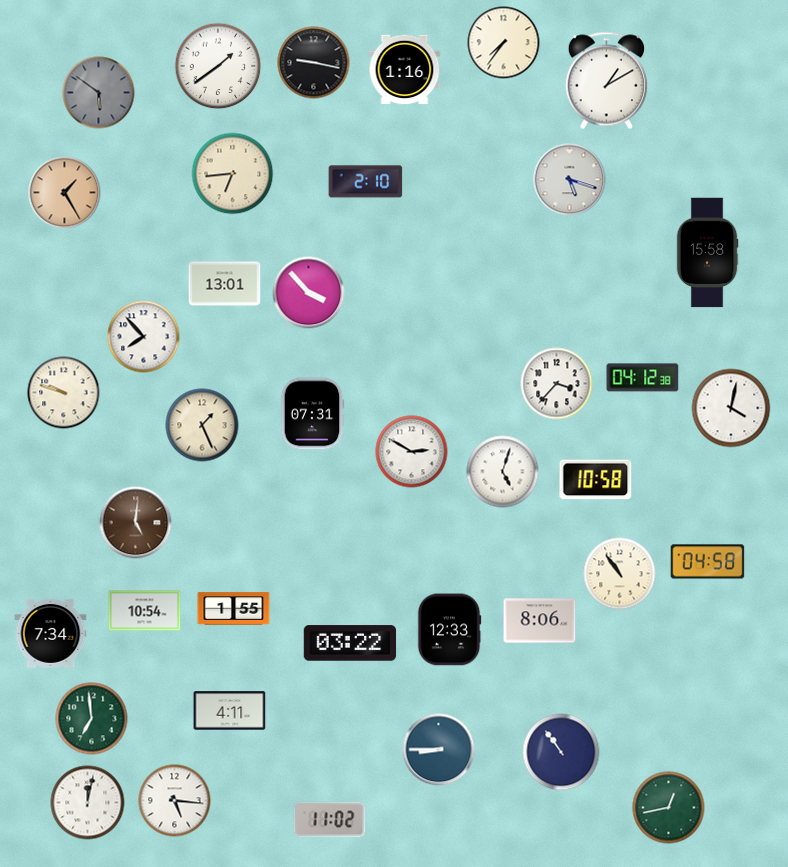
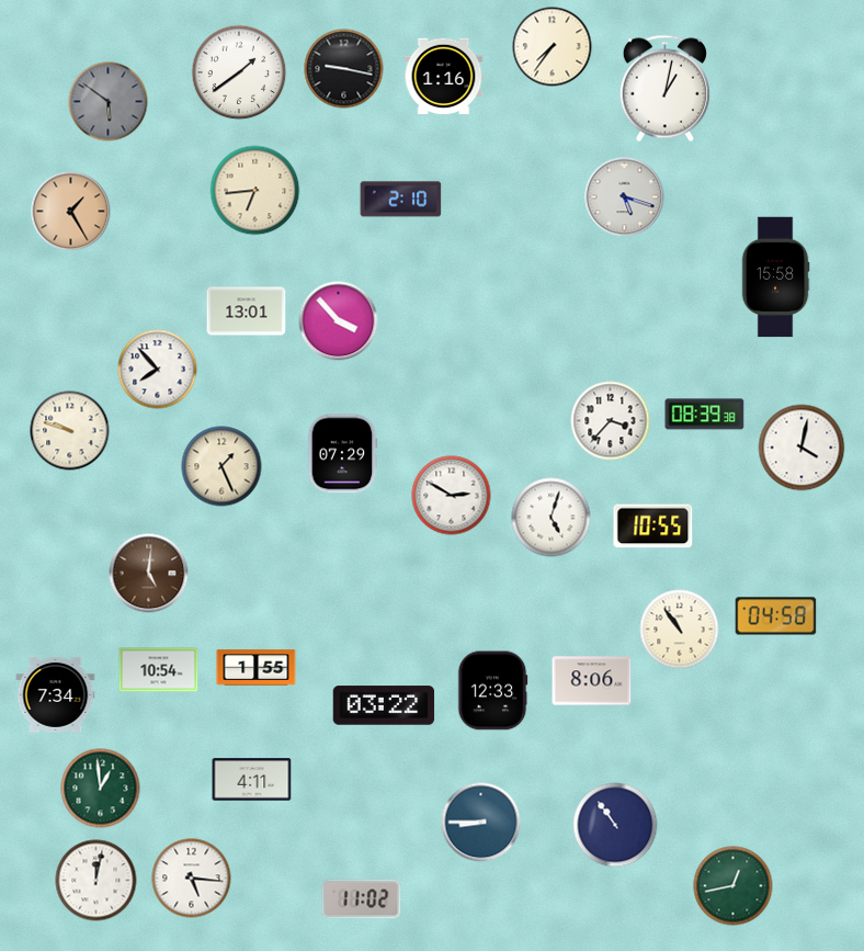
clock at (606, 81): 1:10 -> 1:02
clock at (643, 378): 04:12 -> 08:39
clock at (312, 414): 07:31 -> 07:29
clock at (596, 480): 10:58 -> 10:55
clock at (92, 719): 6:59 -> 12:59
